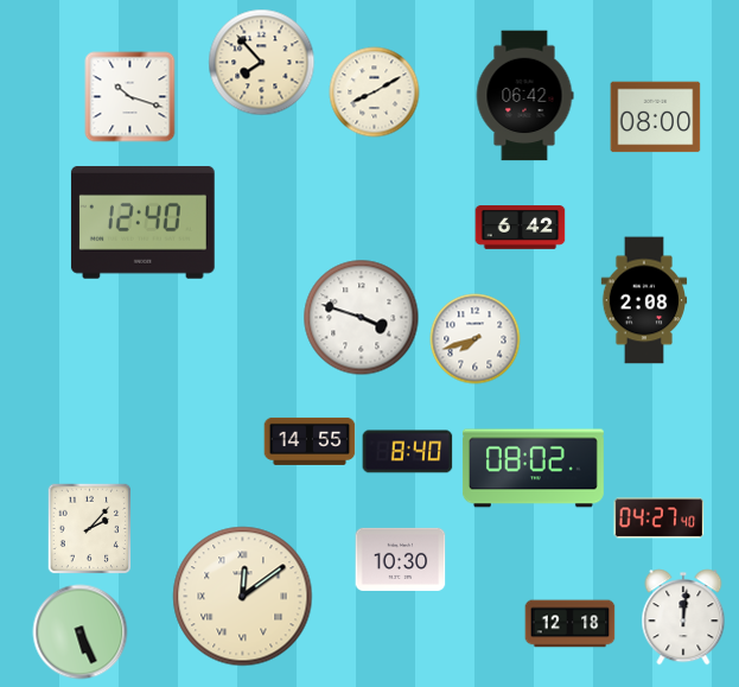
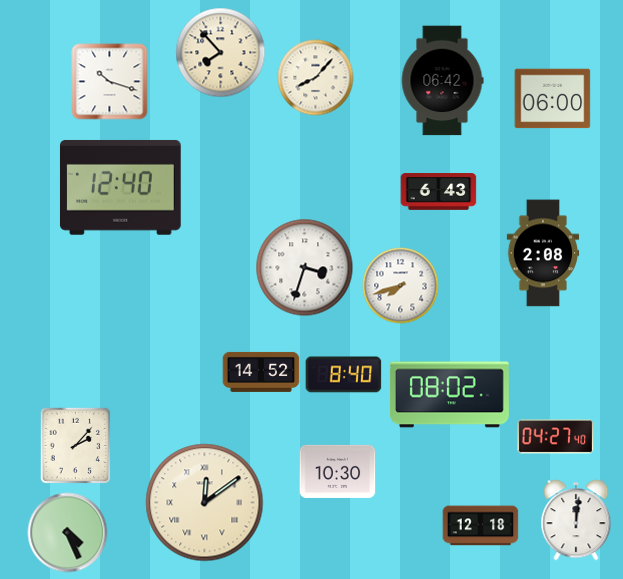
clock at (375, 93): 8:10 -> 8:07
clock at (656, 117): 08:00 -> 06:00
clock at (521, 228): 6:42 -> 6:43
clock at (362, 318): 3:48 -> 3:33
clock at (310, 441): 14:55 -> 14:52
clock at (408, 452) position: (408, 452) -> (344, 375)
clock at (81, 632): 5:26 -> 4:26
